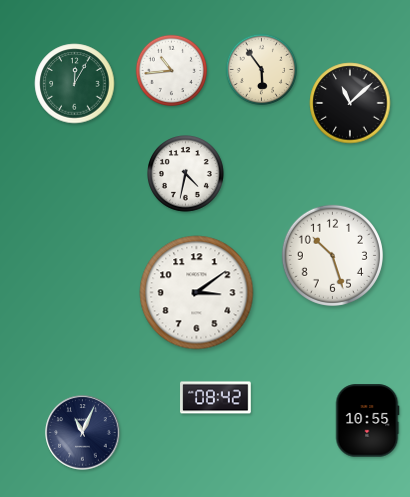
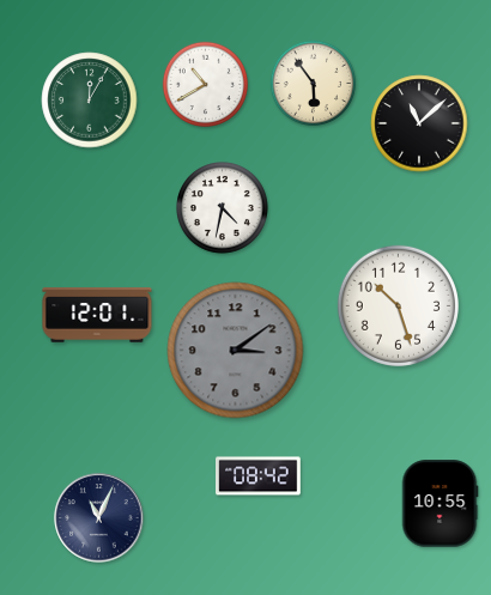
clock at (172, 71): 10:44 -> 10:40
clock at (97, 315): none -> 12:01
clock at (197, 293) dial: white -> grey
